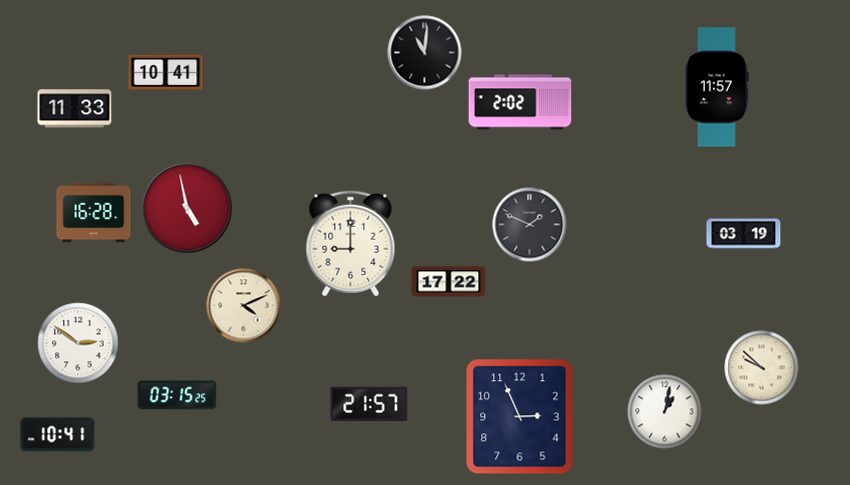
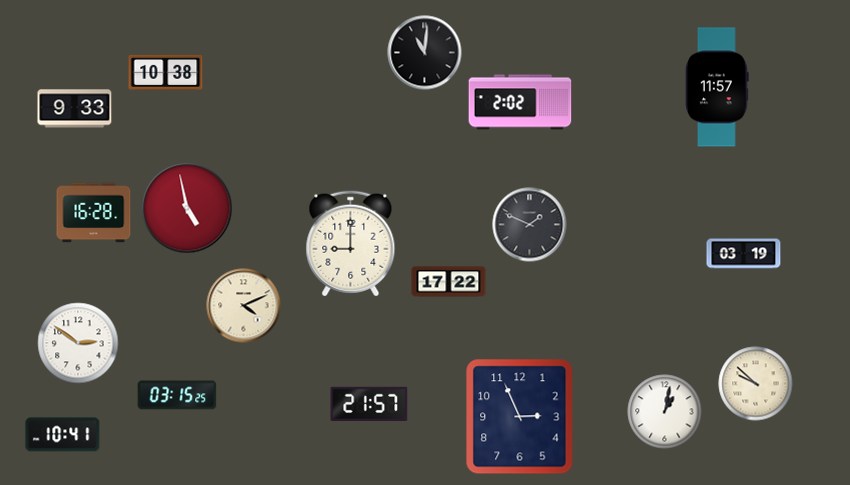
clock at (166, 72): 10:41 -> 10:38
clock at (75, 109): 11:33 -> 9:33
clock at (744, 234) position: (744, 234) -> (744, 254)
clock at (762, 368) position: (762, 368) -> (756, 384)
clock at (58, 435) position: (58, 435) -> (63, 435)
